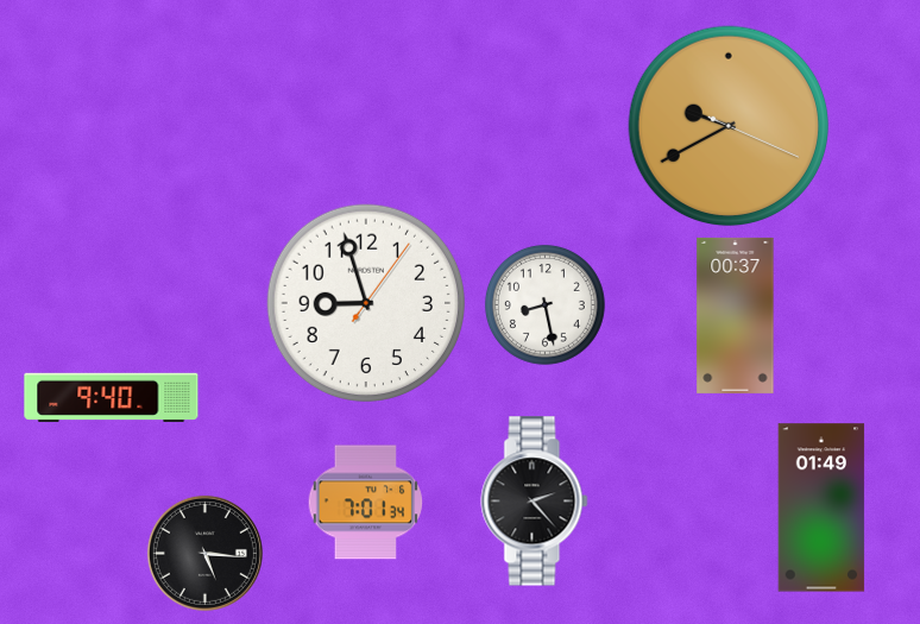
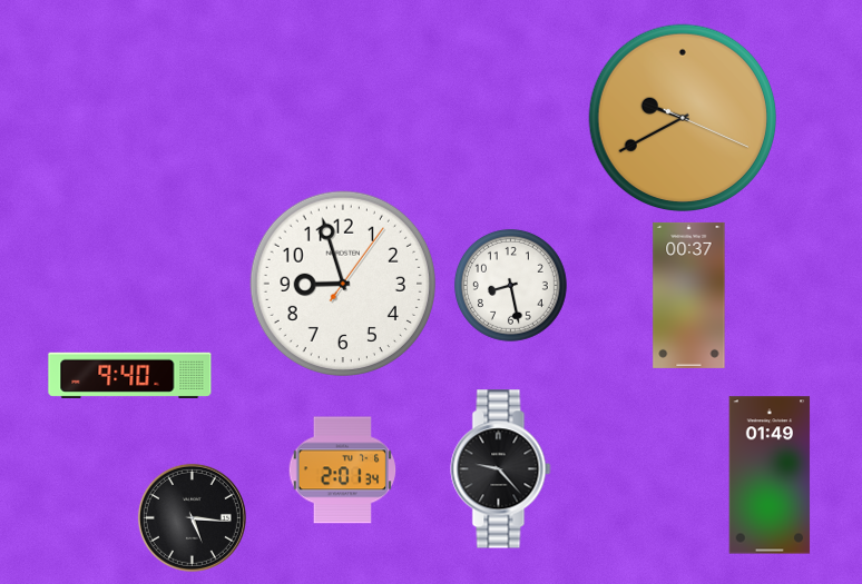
clock at (112, 397) position: (112, 397) -> (130, 375)
clock at (535, 502): 2:23 -> 9:23
clock at (366, 503): 7:01 -> 2:01
